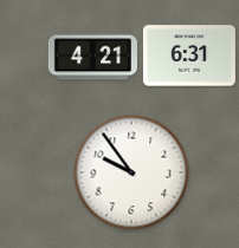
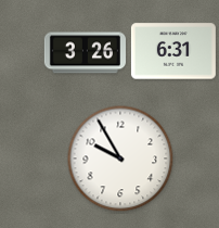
clock at (92, 58): 4:21 -> 3:26
clock at (131, 172): 9:54 -> 9:55
